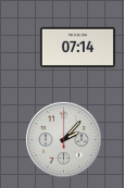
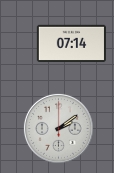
clock at (63, 139): 2:07 -> 2:09
